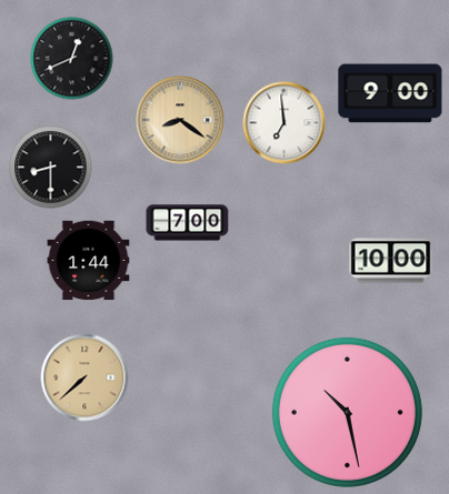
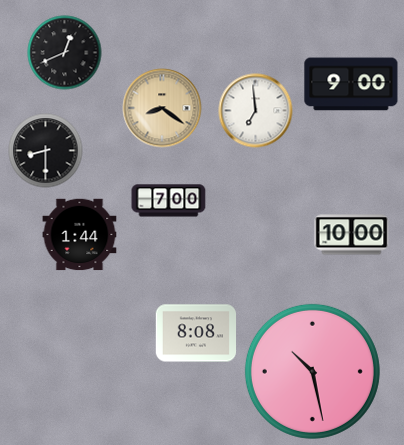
clock at (196, 333): none -> 8:08
clock at (84, 377): 7:38 -> none
